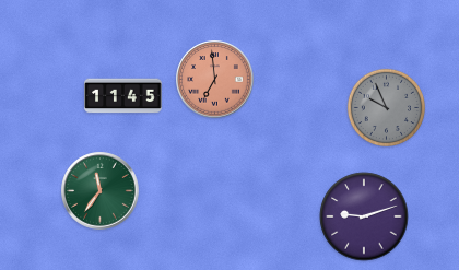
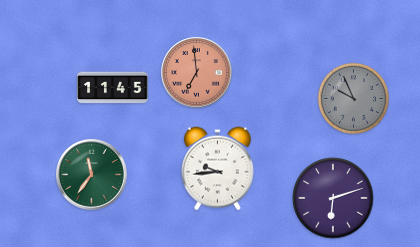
clock at (217, 169): none -> 9:44
clock at (364, 216): 9:12 -> 6:12
